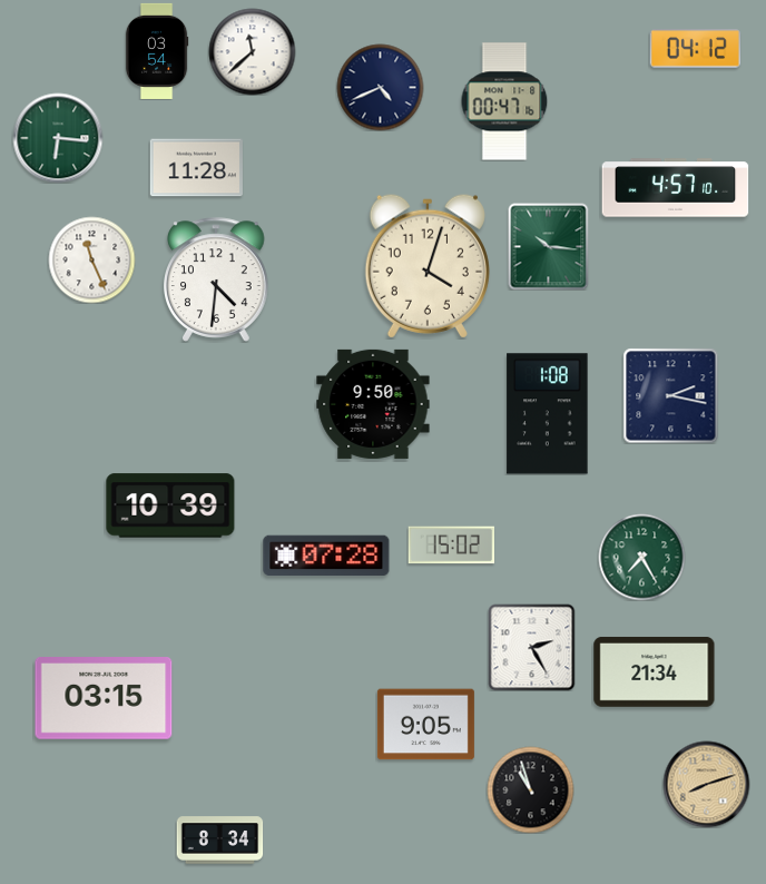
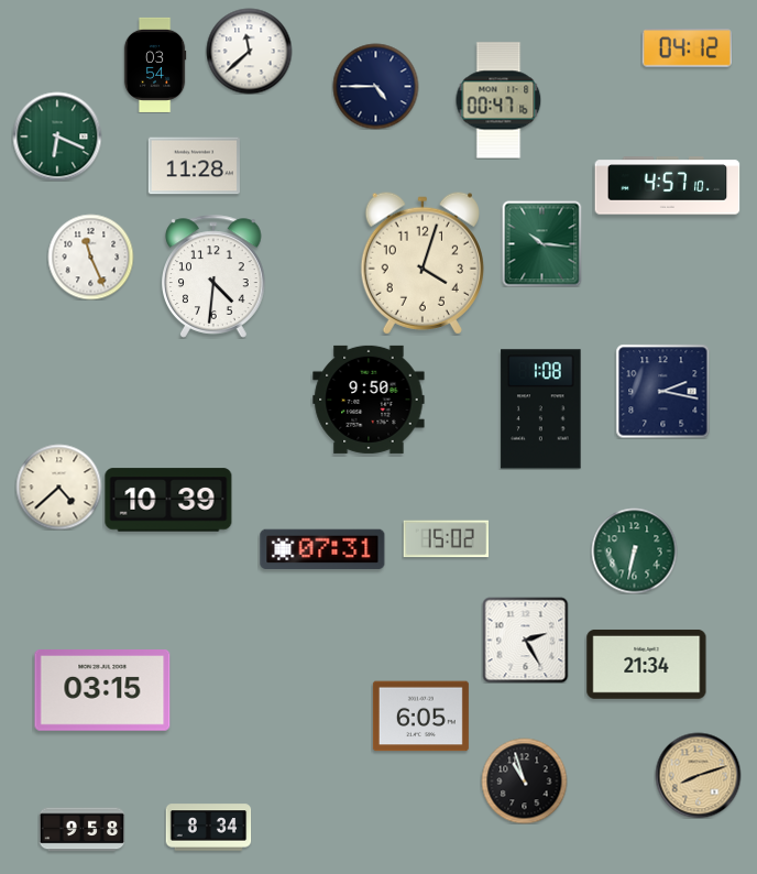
clock at (157, 51) position: (157, 51) -> (155, 65)
clock at (380, 87): 4:41 -> 4:45
clock at (58, 138): 6:16 -> 6:19
clock at (58, 487): none -> 4:38
clock at (326, 556): 07:28 -> 07:31
clock at (641, 557): 7:25 -> 6:32
clock at (425, 725): 9:05 -> 6:05
clock at (81, 830): none -> 9:58
clock at (219, 841) position: (219, 841) -> (208, 828)
